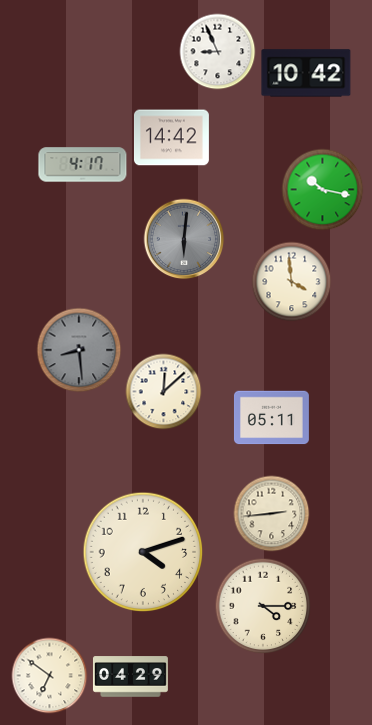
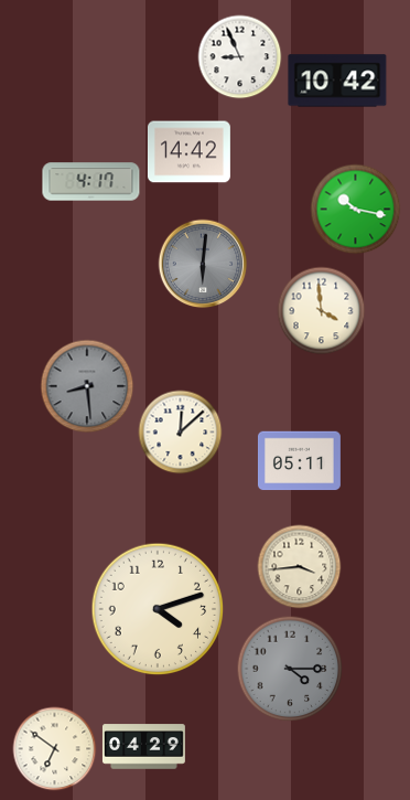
clock at (272, 514): 2:44 -> 3:44
clock at (263, 606) dial: cream -> grey
clock at (50, 676) position: (50, 676) -> (55, 749)
